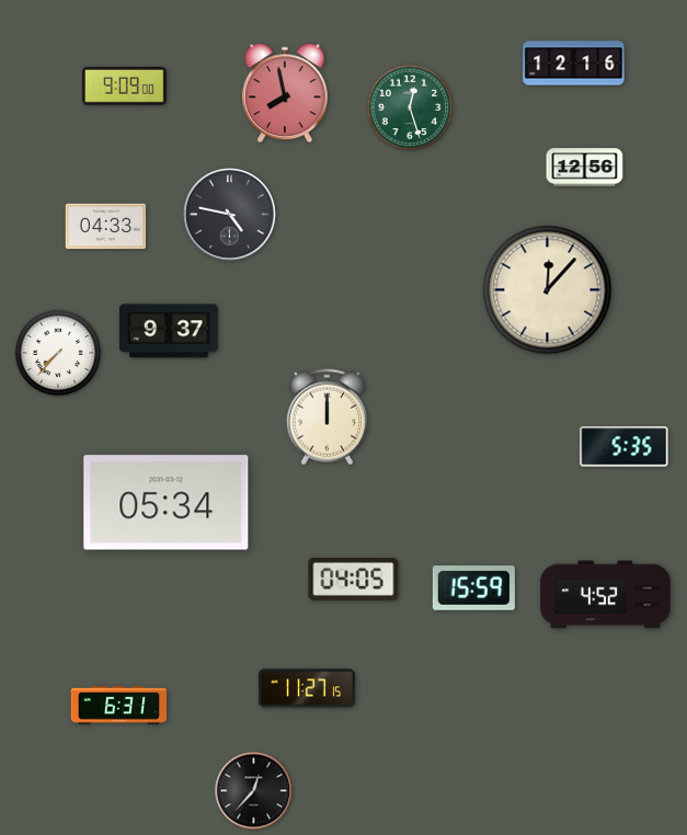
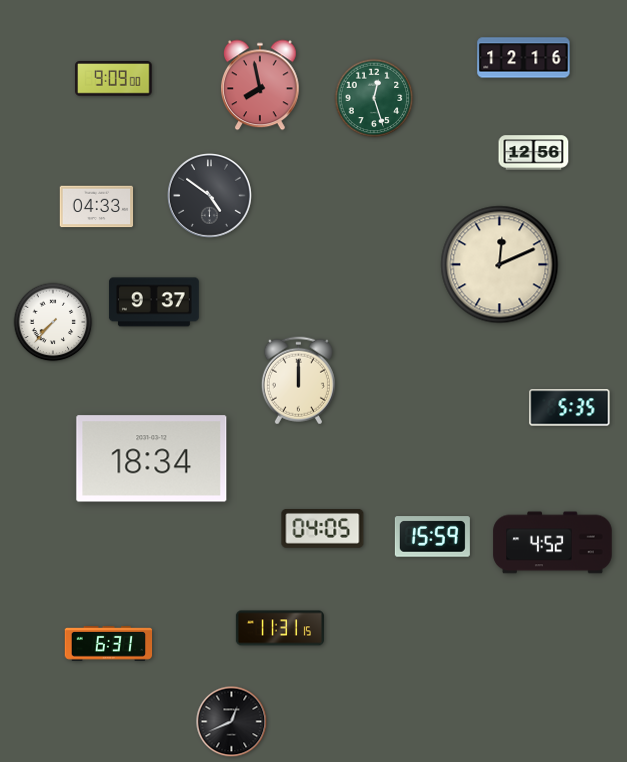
clock at (230, 215): 4:47 -> 4:51
clock at (548, 290): 12:07 -> 12:11
clock at (167, 503): 05:34 -> 18:34
clock at (307, 688): 11:27 -> 11:31
clock at (254, 791): 12:37 -> 12:41
